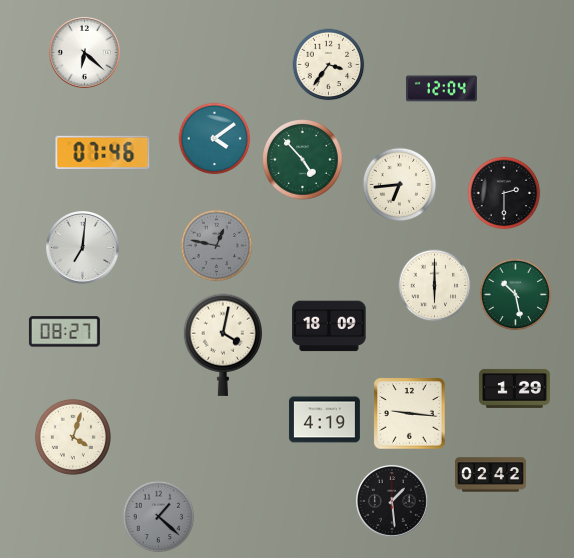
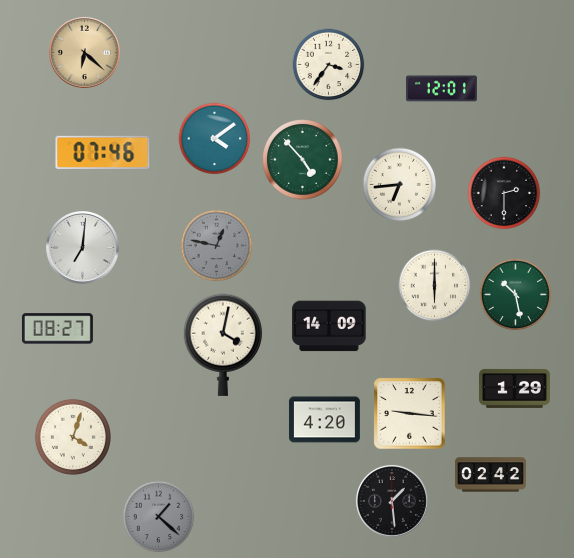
clock at (84, 52) dial: white -> champagne
clock at (441, 89): 12:04 -> 12:01
clock at (329, 326): 18:09 -> 14:09
clock at (64, 332) position: (64, 332) -> (57, 329)
clock at (324, 420): 4:19 -> 4:20
